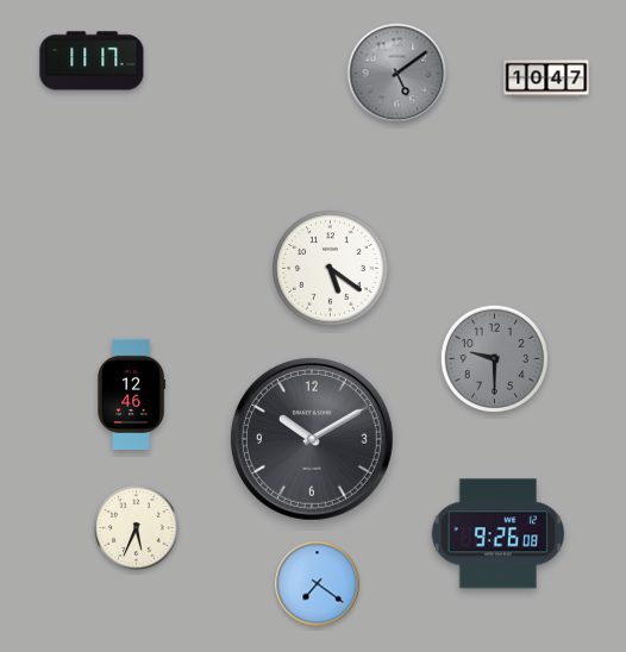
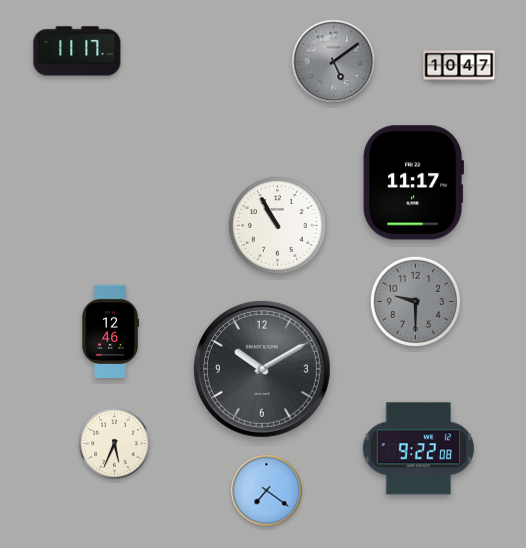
clock at (413, 183): none -> 11:17
clock at (331, 269): 5:21 -> 10:55
clock at (499, 534): 9:26 -> 9:22
